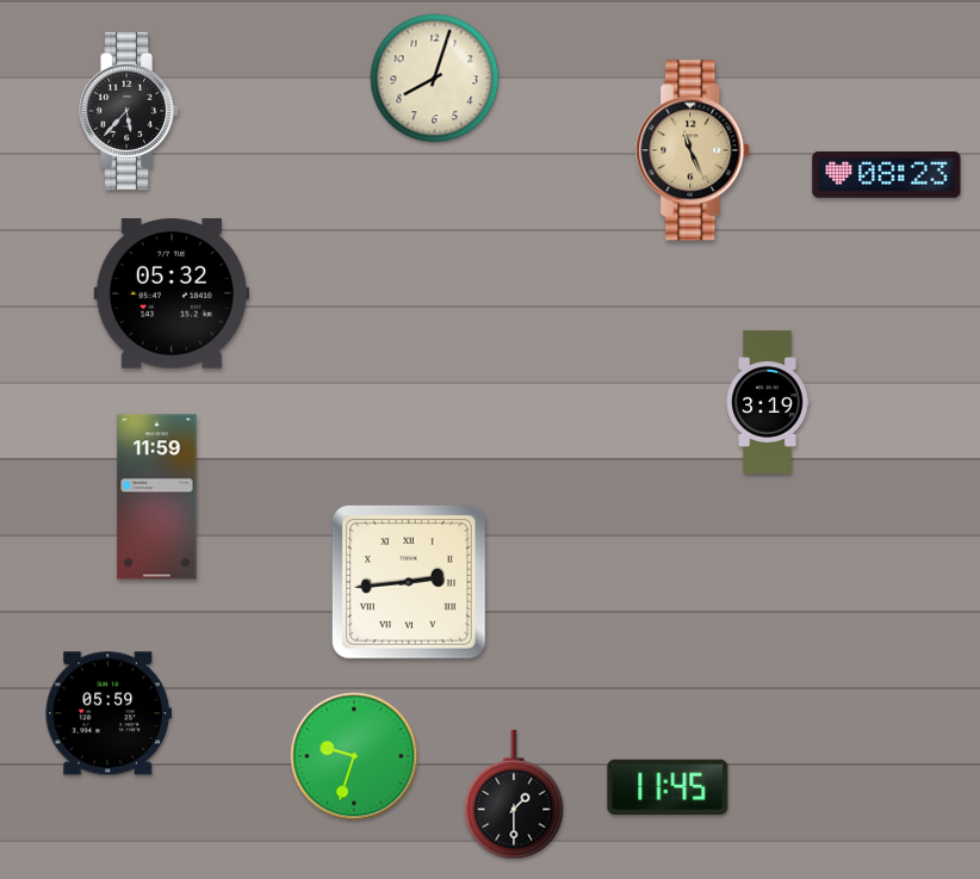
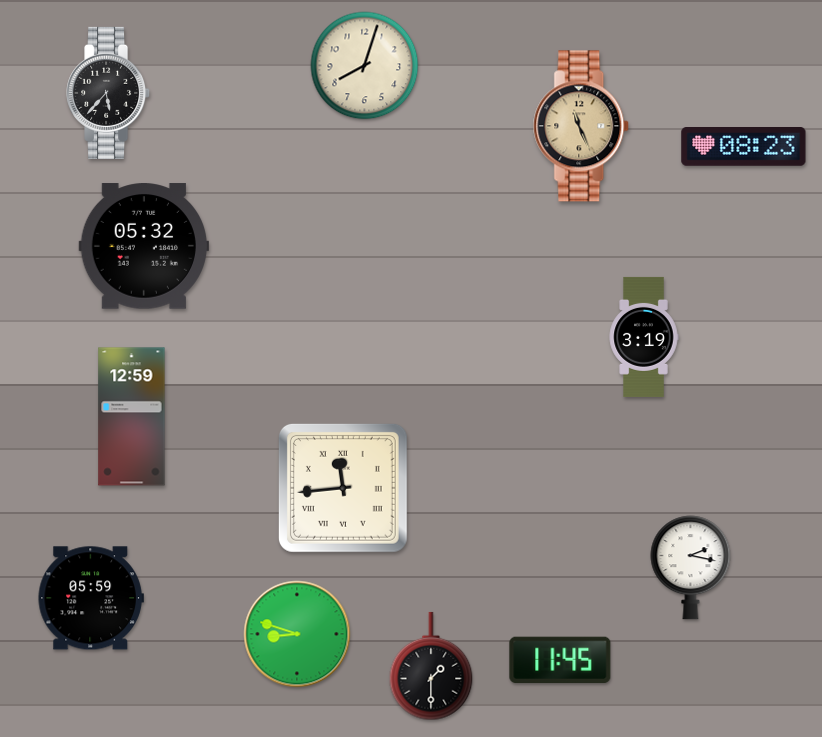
clock at (157, 497): 11:59 -> 12:59
clock at (409, 582): 2:44 -> 11:44
clock at (691, 568): none -> 2:17
clock at (354, 756): 9:33 -> 8:48
